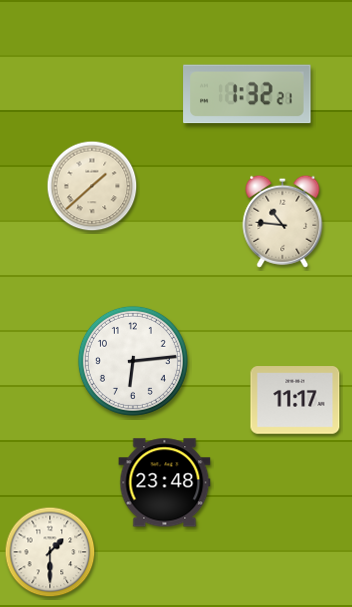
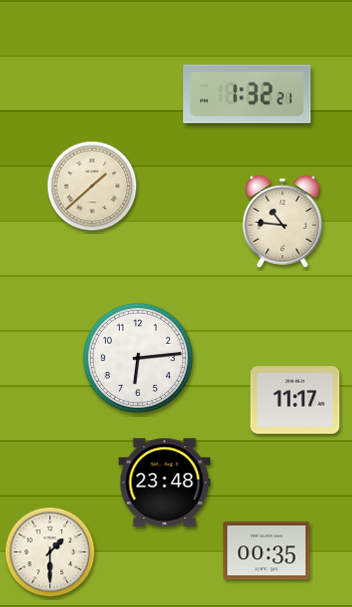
clock at (133, 361) position: (133, 361) -> (138, 358)
clock at (267, 551): none -> 00:35
